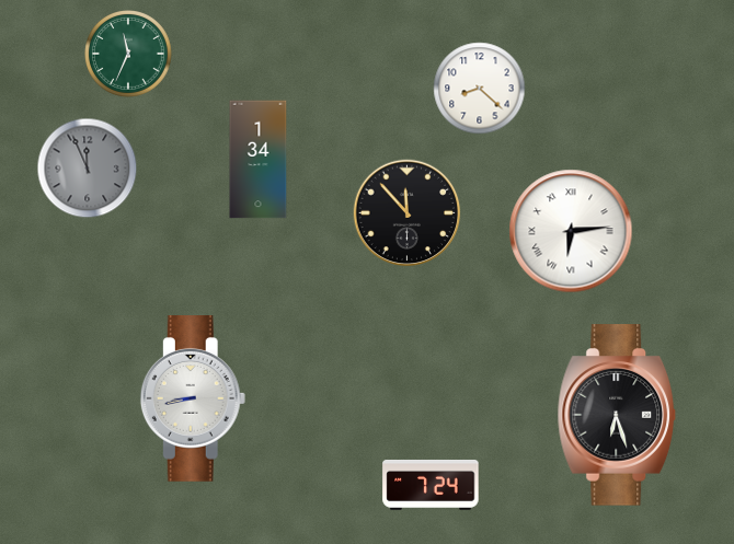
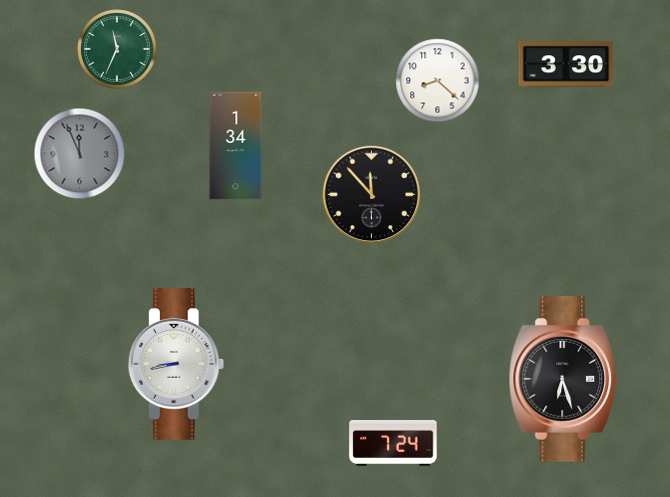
clock at (566, 64): none -> 3:30
clock at (571, 231): 6:14 -> none
